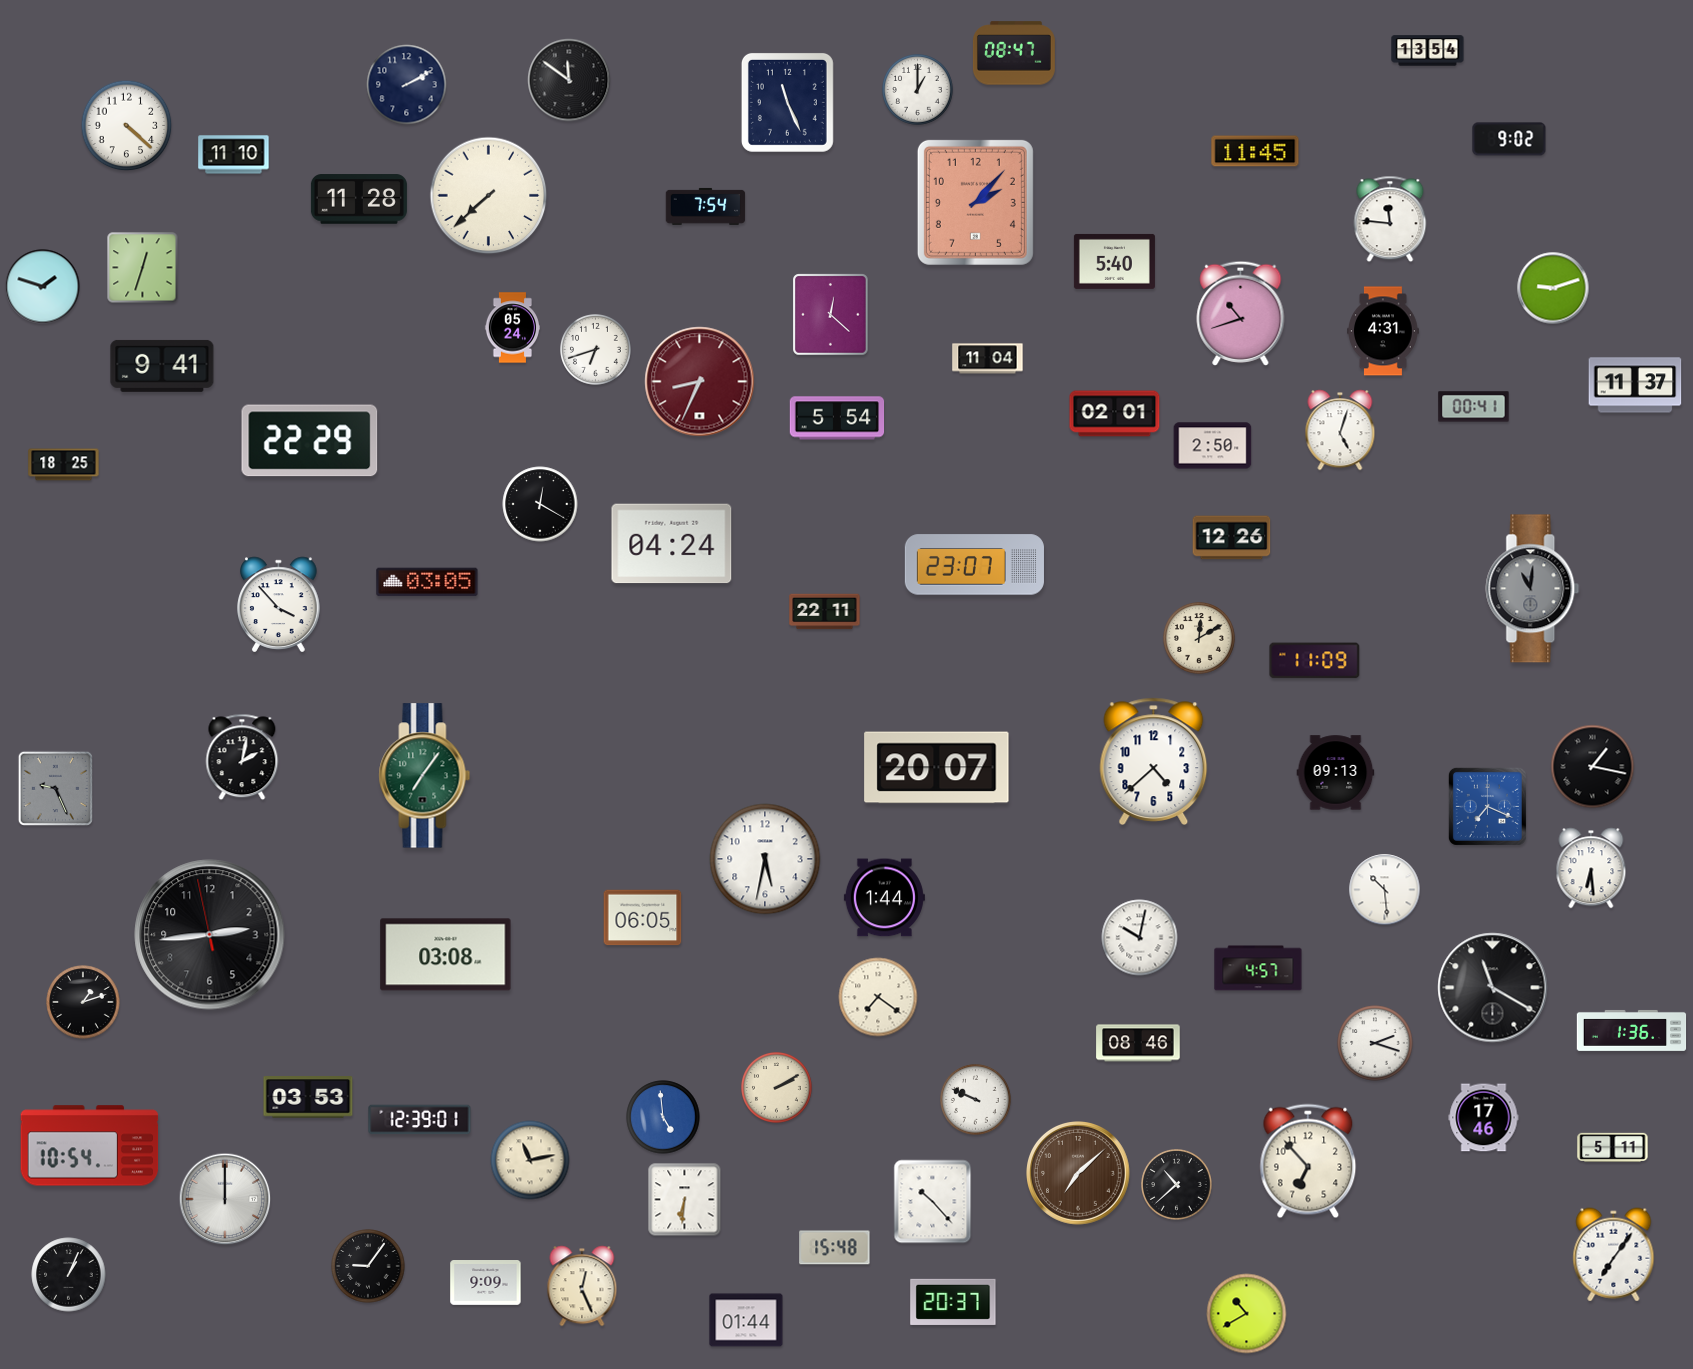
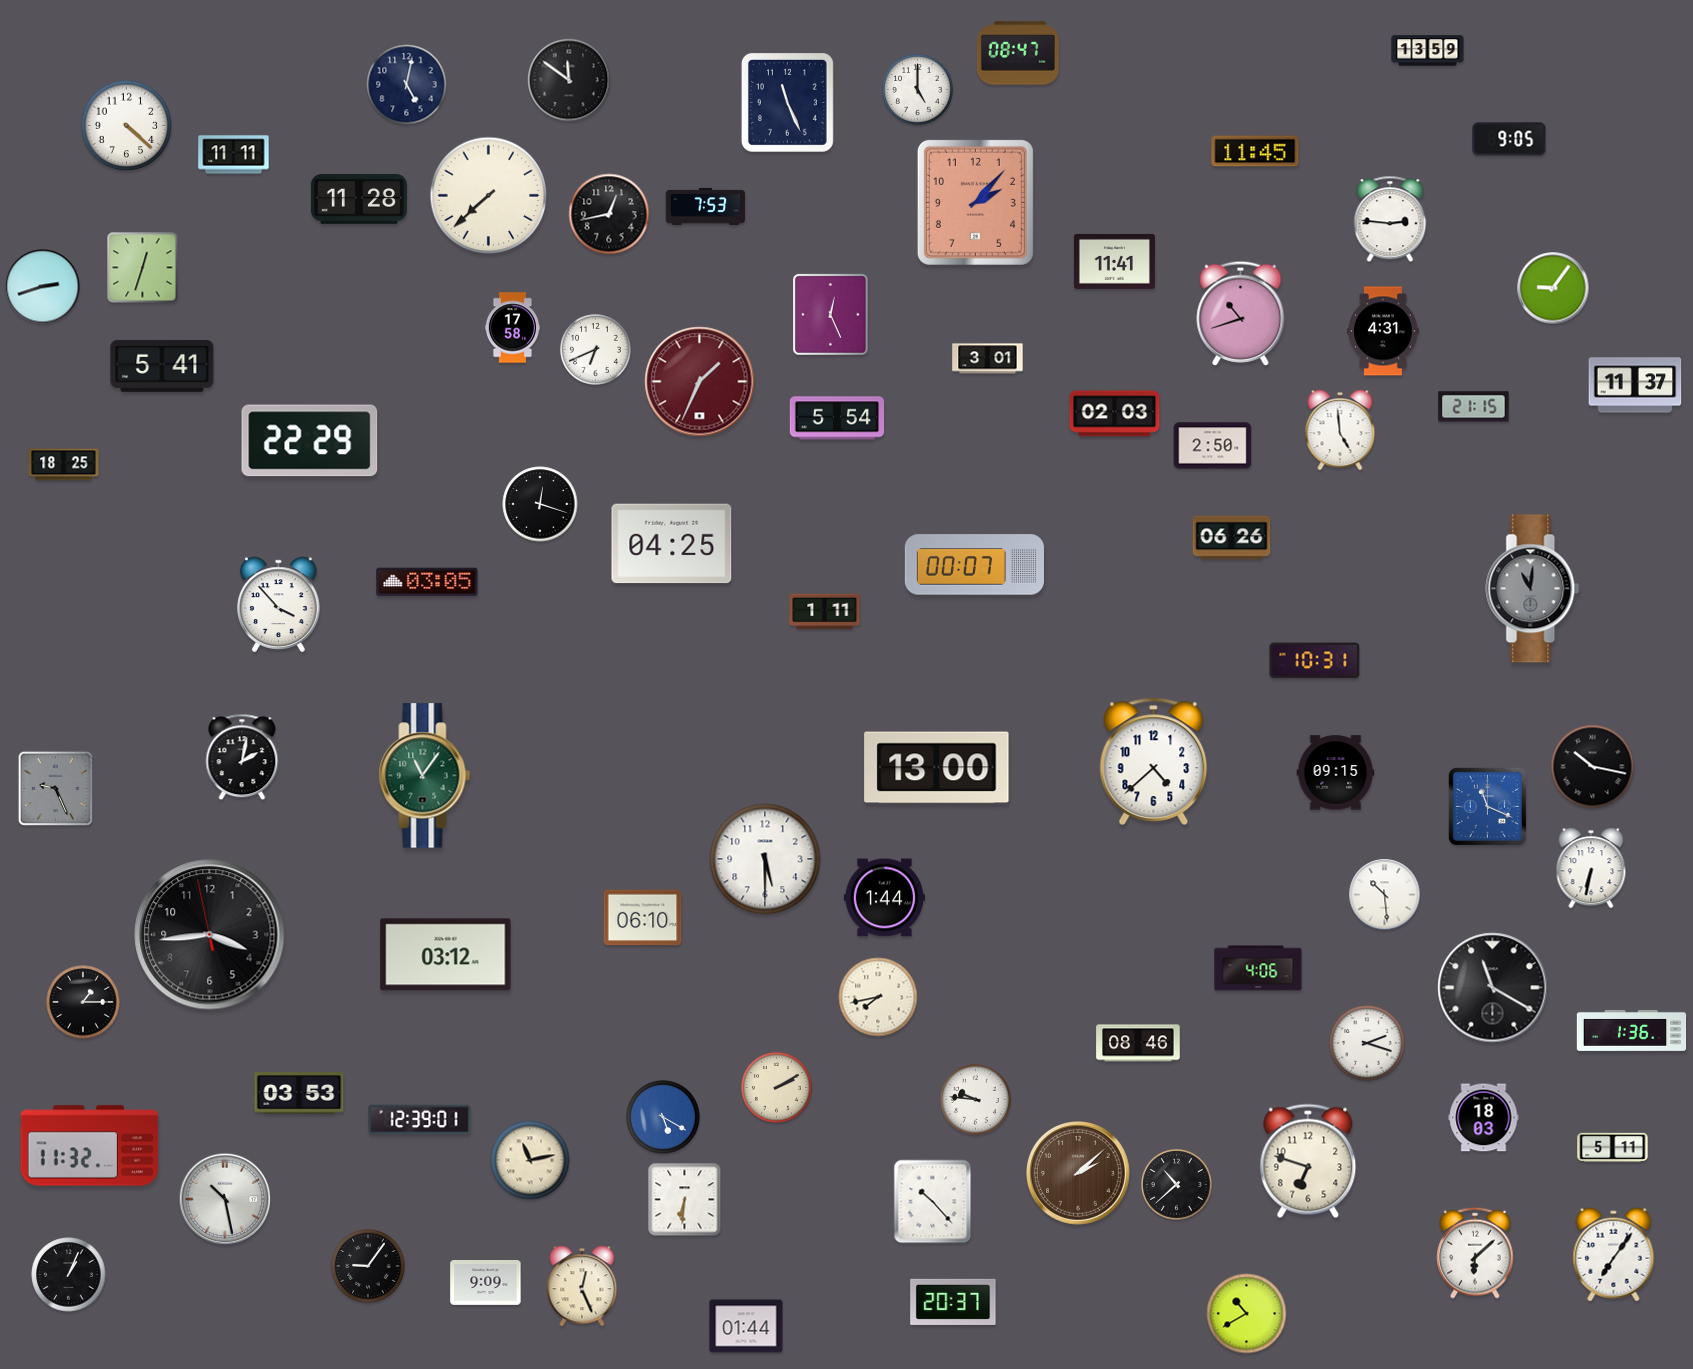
clock at (1428, 51): 13:54 -> 13:59
clock at (1014, 53) position: (1014, 53) -> (1018, 53)
clock at (407, 85): 2:10 -> 5:02
clock at (918, 90): 1:00 -> 5:00
clock at (1509, 139): 9:02 -> 9:05
clock at (234, 155): 11:10 -> 11:11
clock at (706, 206): 7:54 -> 7:53
clock at (609, 214): none -> 12:43
clock at (1390, 219): 11:46 -> 2:46
clock at (1114, 261): 5:40 -> 11:41
clock at (43, 287): 1:48 -> 2:42
clock at (1553, 288): 9:12 -> 9:06
clock at (831, 315): 12:22 -> 12:26
clock at (512, 328): 05:24 -> 17:58
clock at (596, 350): 6:42 -> 6:41
clock at (988, 359): 11:04 -> 3:01
clock at (162, 366): 9:41 -> 5:41
clock at (700, 382): 8:34 -> 1:34
clock at (1474, 407): 00:41 -> 21:15
clock at (1115, 414): 02:01 -> 02:03
clock at (1340, 430): 5:03 -> 4:59
clock at (540, 504): 12:20 -> 12:18
clock at (1232, 538): 12:26 -> 06:26
clock at (672, 544): 04:24 -> 04:25
clock at (974, 565): 23:07 -> 00:07
clock at (825, 612): 22:11 -> 1:11
clock at (1199, 638): 12:10 -> none
clock at (1315, 661): 11:09 -> 10:31
clock at (1593, 767): 1:17 -> 10:17
clock at (937, 768): 20:07 -> 13:00
clock at (1336, 773): 09:13 -> 09:15
clock at (425, 776): 7:06 -> 11:06
clock at (1487, 806): 7:19 -> 11:19
clock at (765, 859): 5:32 -> 5:30
clock at (1591, 868): 6:29 -> 6:32
clock at (1385, 890) position: (1385, 890) -> (1385, 895)
clock at (643, 918): 06:05 -> 06:10
clock at (210, 935): 2:43 -> 3:43
clock at (1140, 938): 10:02 -> none
clock at (446, 955): 03:08 -> 03:12
clock at (1258, 968): 4:57 -> 4:06
clock at (878, 997): 7:21 -> 7:43
clock at (83, 1002): 1:12 -> 1:15
clock at (1375, 1043) position: (1375, 1043) -> (1367, 1043)
clock at (308, 1097) position: (308, 1097) -> (299, 1093)
clock at (976, 1100): 9:49 -> 9:46
clock at (663, 1117): 4:59 -> 5:20
clock at (1484, 1118): 17:46 -> 18:03
clock at (90, 1146): 10:54 -> 11:32
clock at (1308, 1161): 6:53 -> 6:48
clock at (1079, 1174): 7:08 -> 2:08
clock at (225, 1199): 12:00 -> 10:28
clock at (835, 1248): 15:48 -> none
clock at (1475, 1253): none -> 6:08
clock at (746, 1320) position: (746, 1320) -> (746, 1326)
